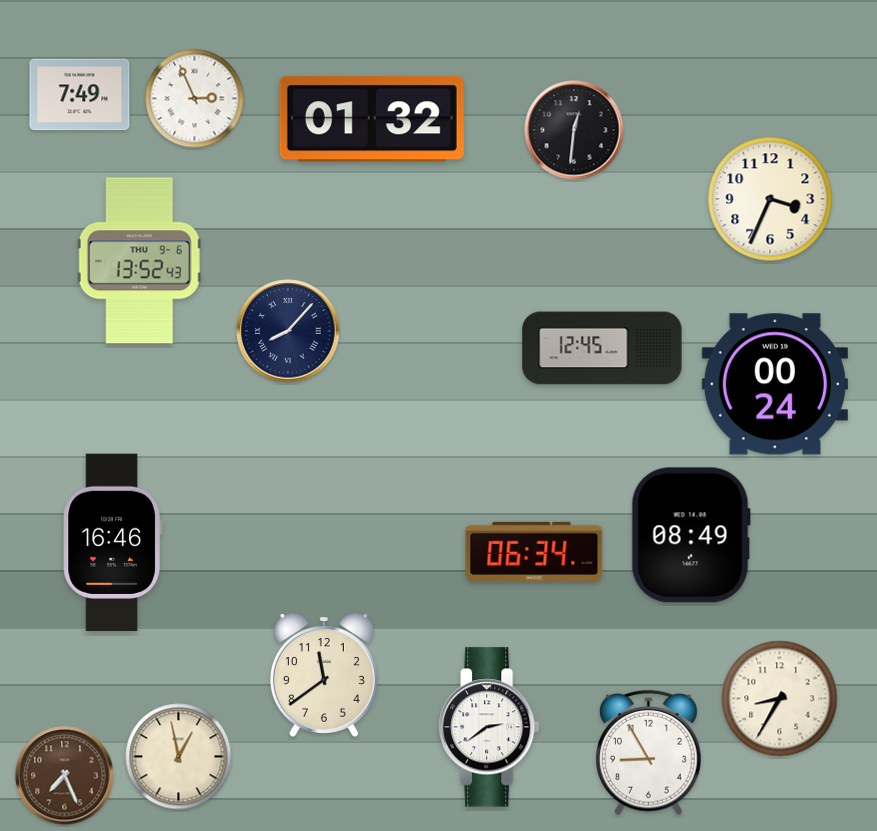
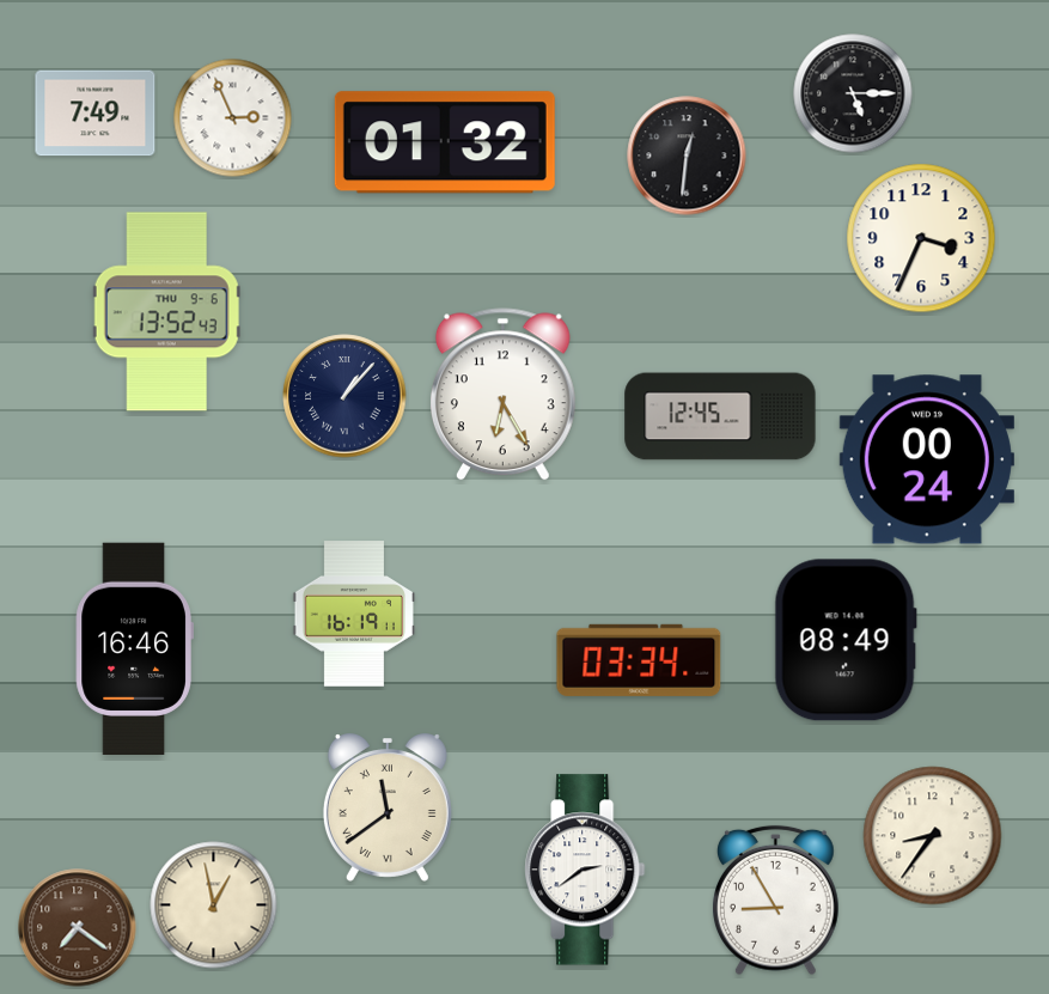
clock at (853, 93): none -> 5:15
clock at (502, 395): none -> 6:25
clock at (288, 331): 8:07 -> 1:07
clock at (354, 614): none -> 16:19
clock at (691, 535) position: (691, 535) -> (846, 640)
clock at (534, 552): 06:34 -> 03:34
clock at (324, 675) numerals: Arabic -> Roman
clock at (780, 699): 8:35 -> 8:36
clock at (65, 776): 7:26 -> 7:21
